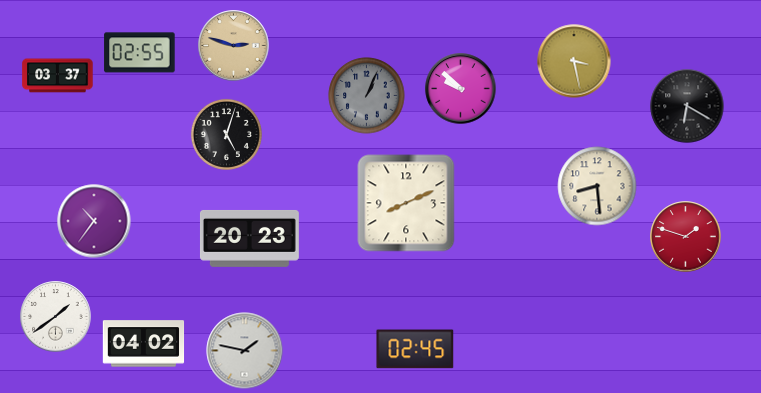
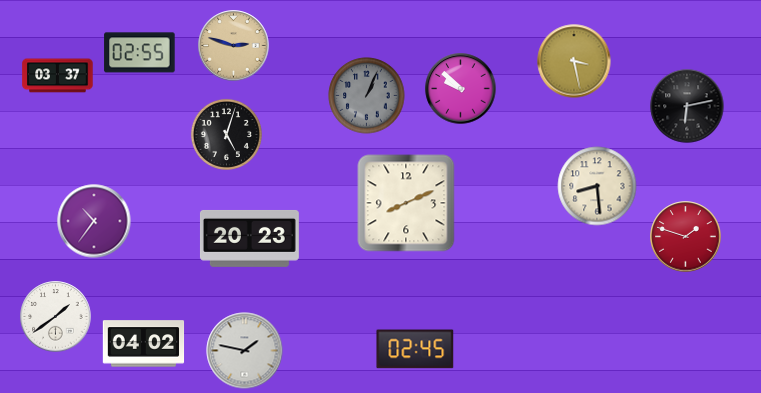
clock at (687, 106): 6:20 -> 6:13
